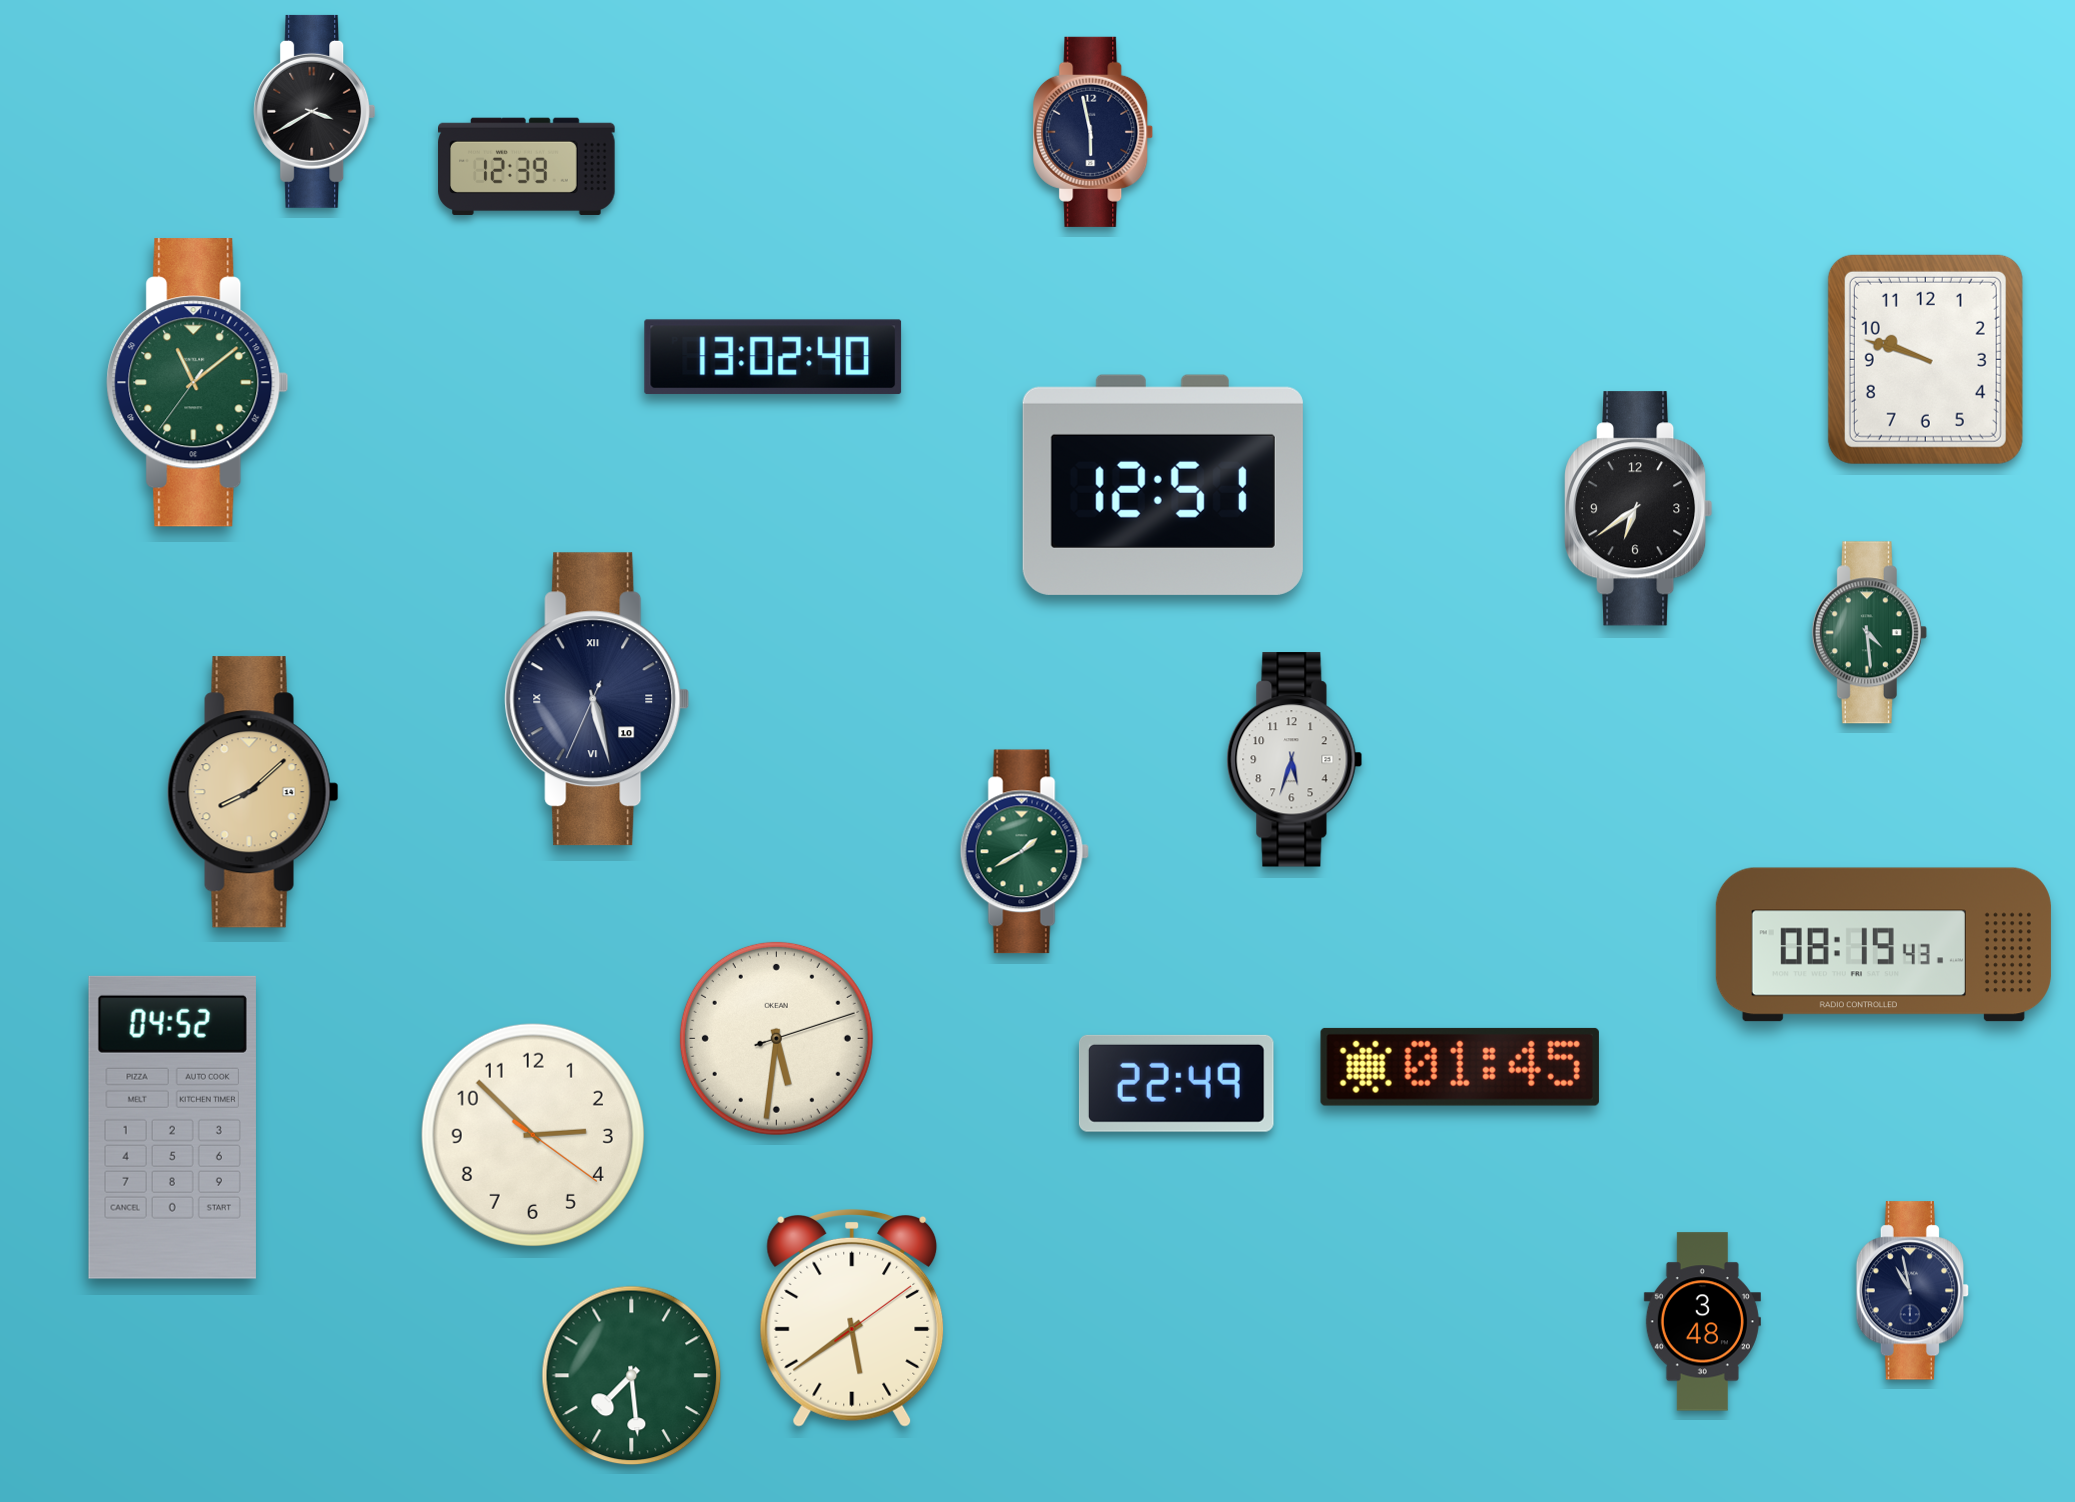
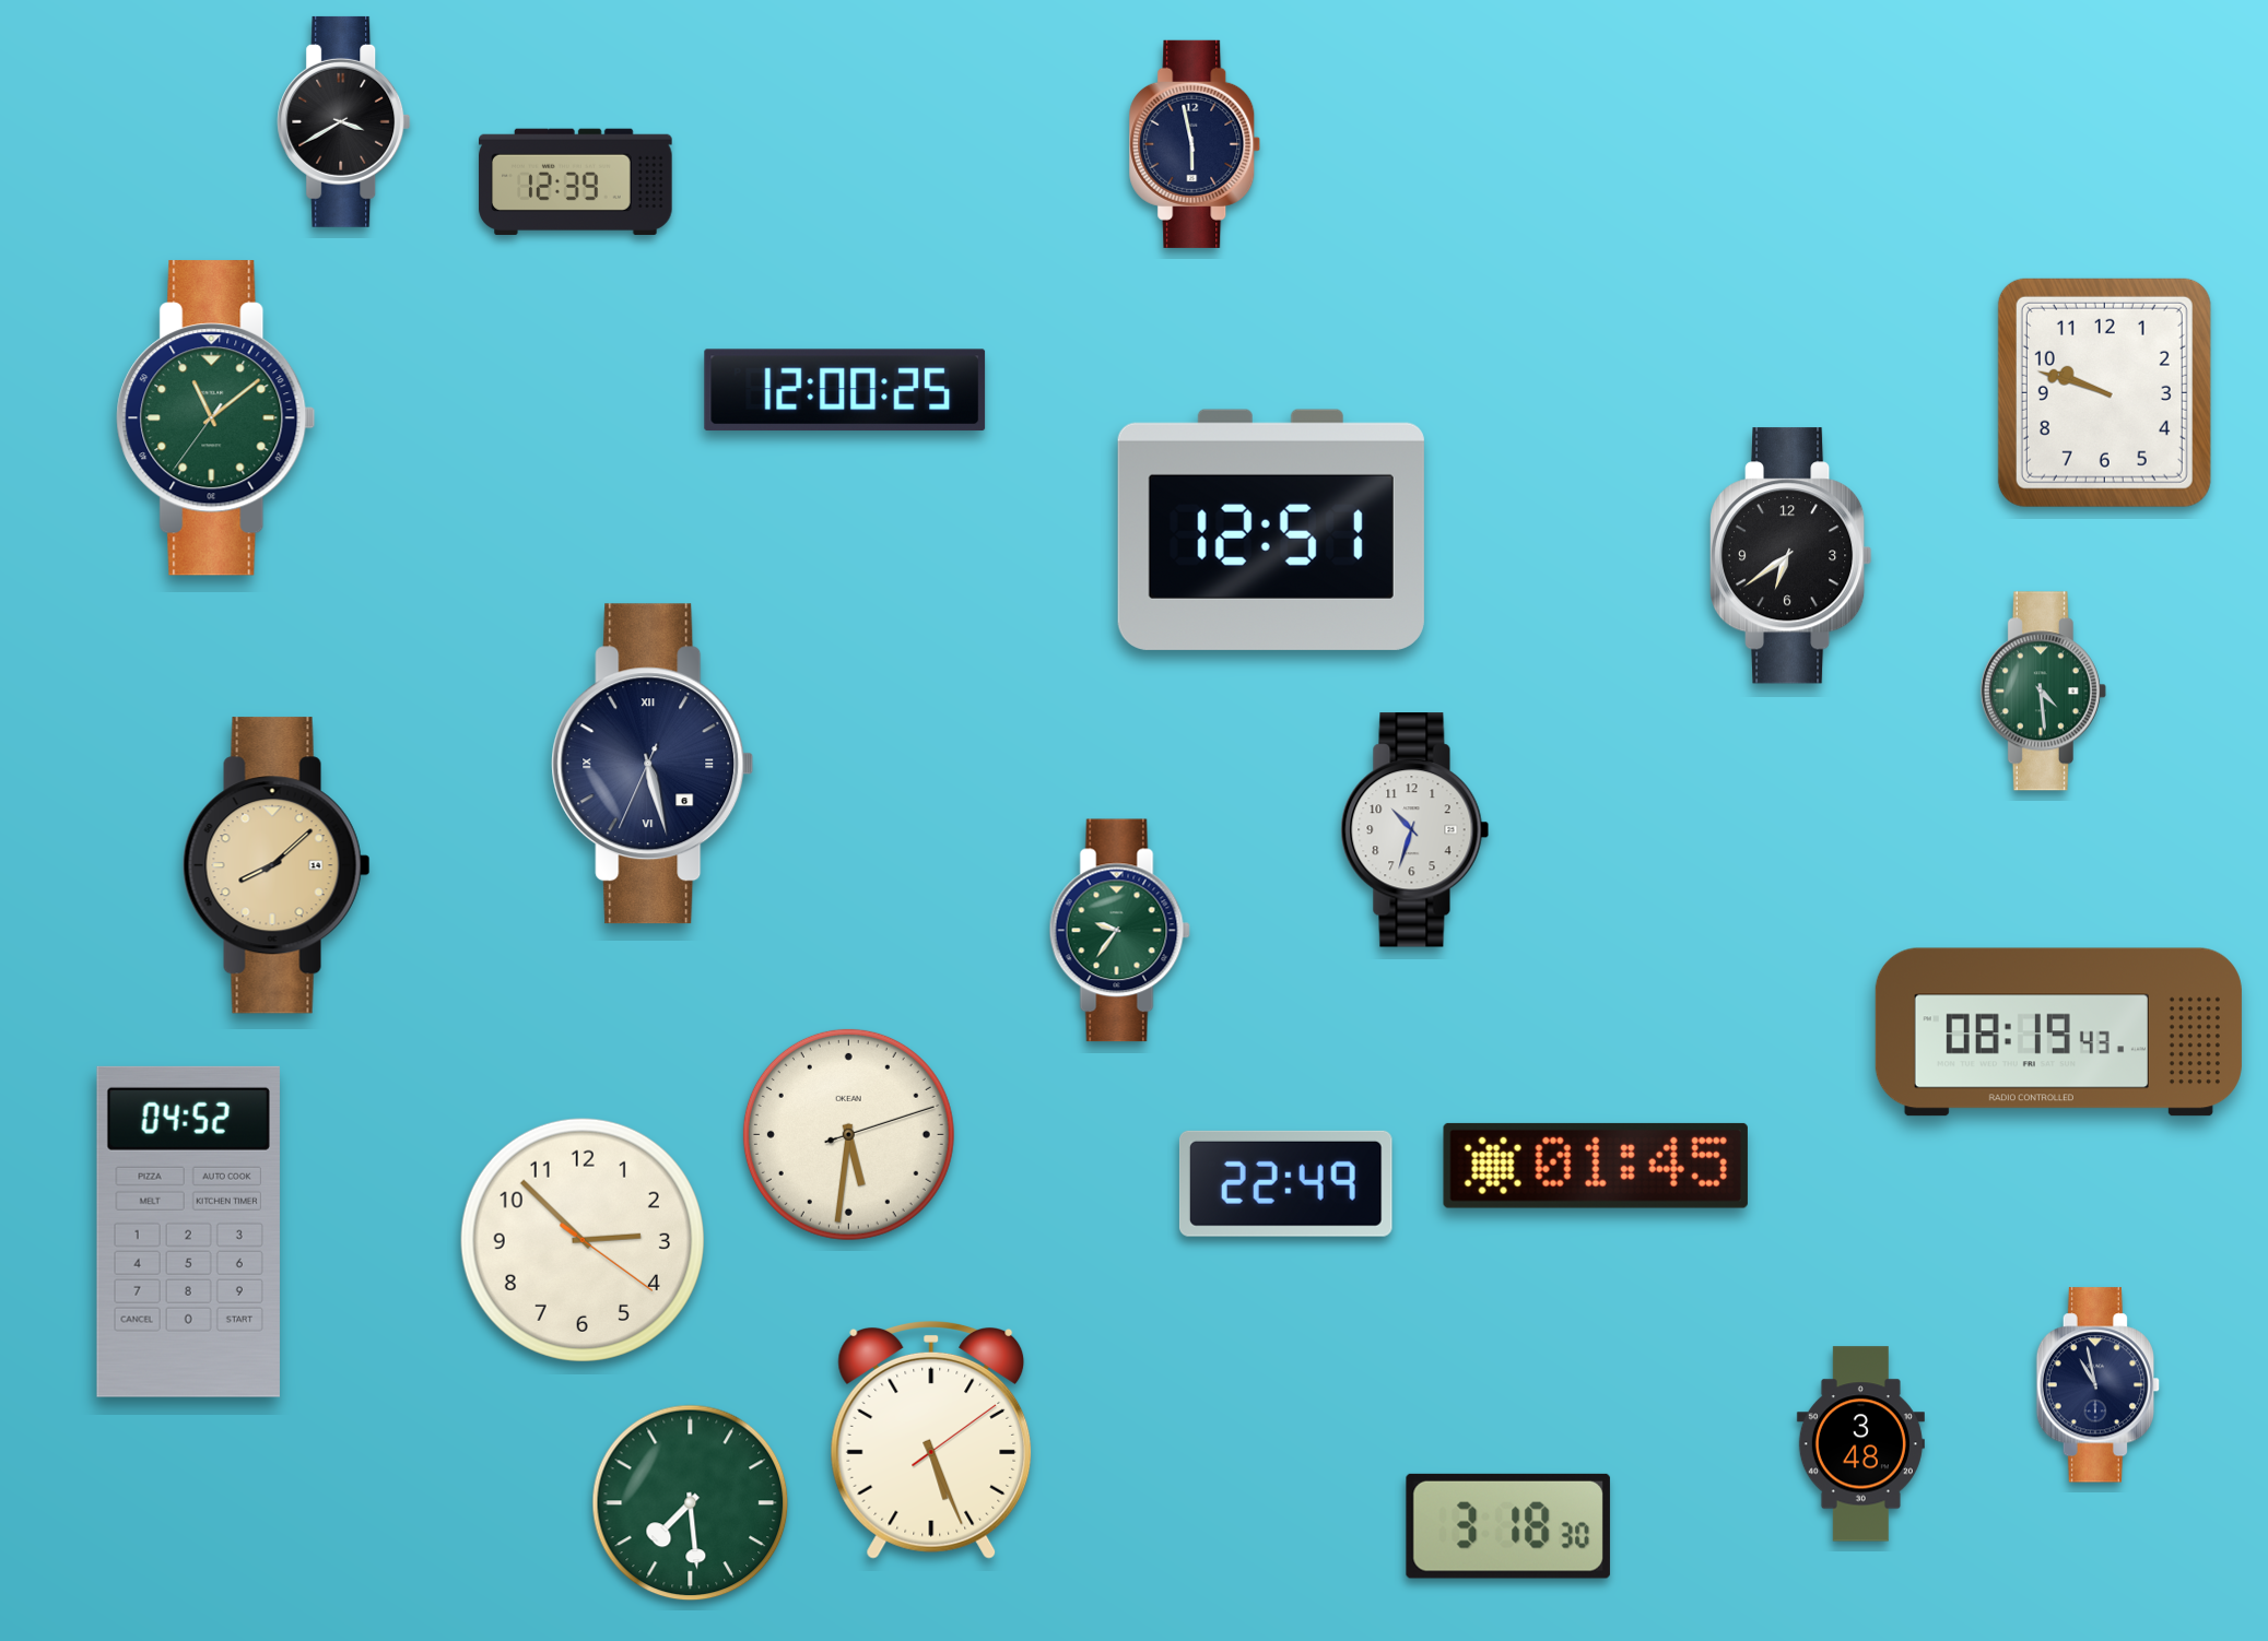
clock at (773, 357): 13:02 -> 12:00
clock at (597, 699) date: 10 -> 6
clock at (1295, 760): 5:33 -> 10:33
clock at (1024, 852): 1:40 -> 9:36
clock at (1913, 1291) position: (1913, 1291) -> (2099, 1385)
clock at (852, 1319): 5:39 -> 5:26
clock at (1508, 1526): none -> 3:18
